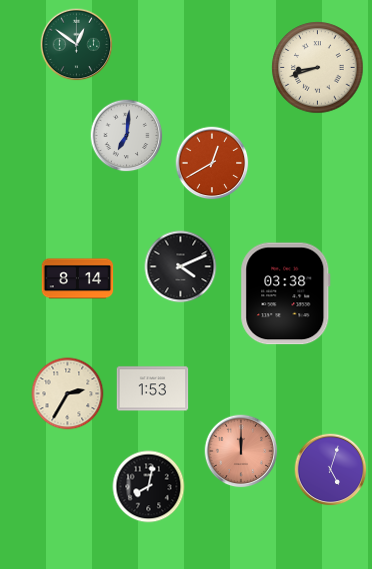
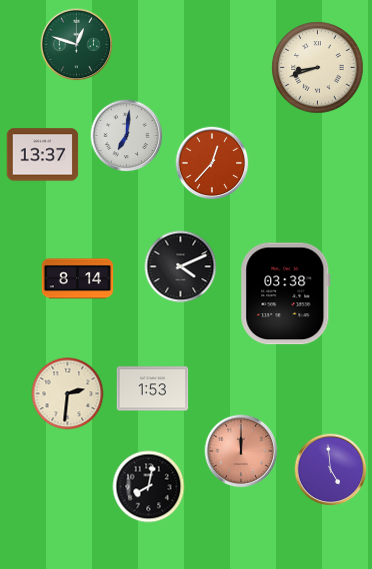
clock at (77, 45): 12:51 -> 12:48
clock at (43, 155): none -> 13:37
clock at (212, 163): 12:40 -> 12:37
clock at (68, 394): 2:35 -> 2:31
clock at (331, 470): 5:03 -> 4:59
